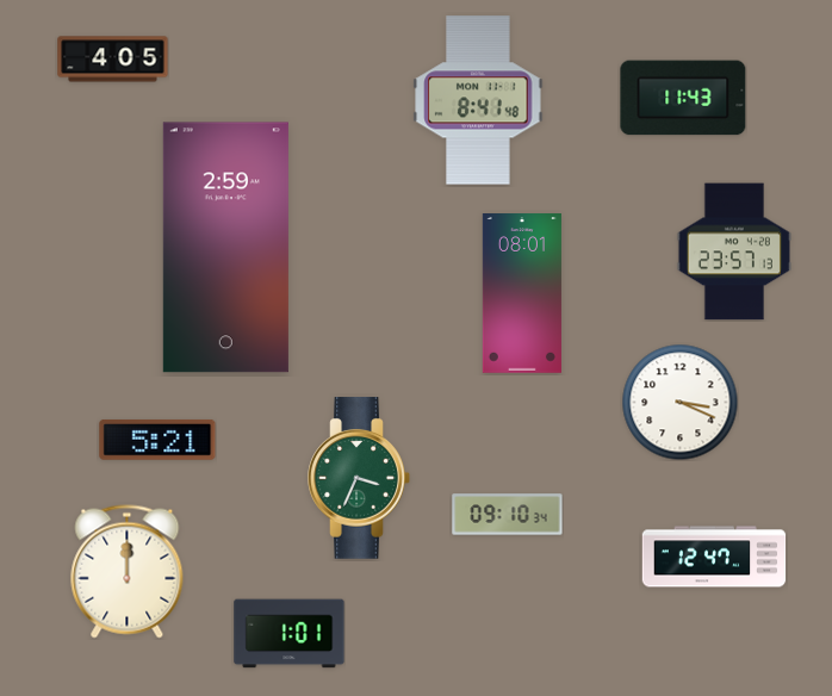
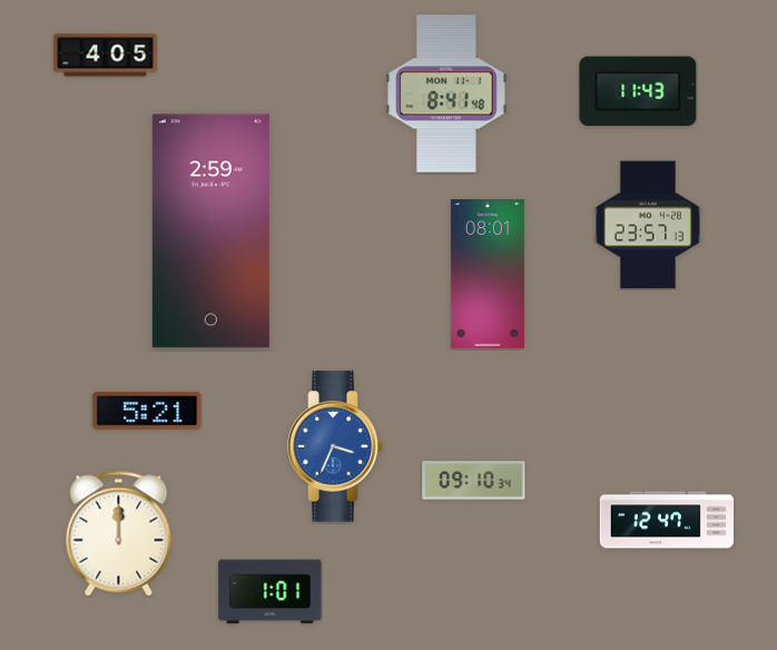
clock at (734, 251) position: (734, 251) -> (648, 225)
clock at (679, 402): 3:19 -> none
clock at (359, 478) dial: green -> blue
